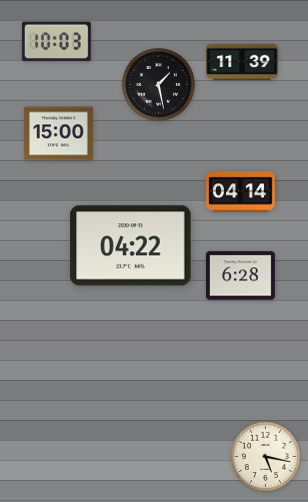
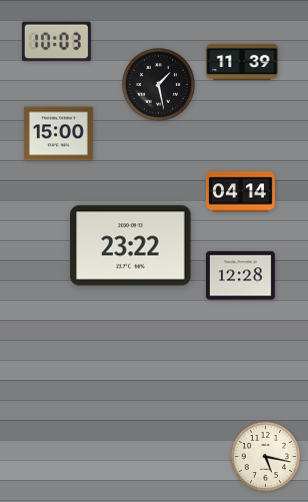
clock at (131, 246): 04:22 -> 23:22
clock at (240, 276): 6:28 -> 12:28
